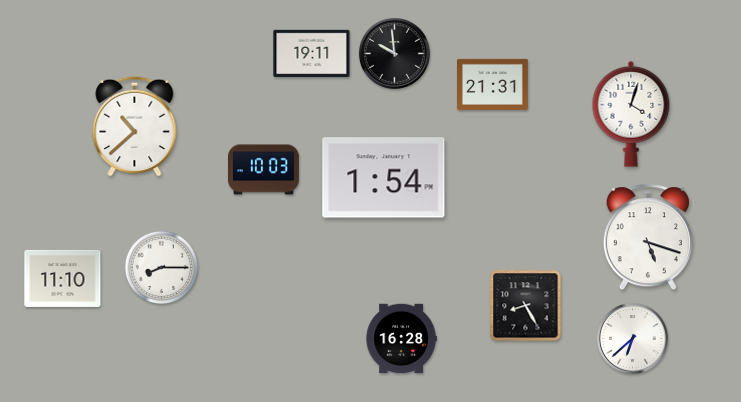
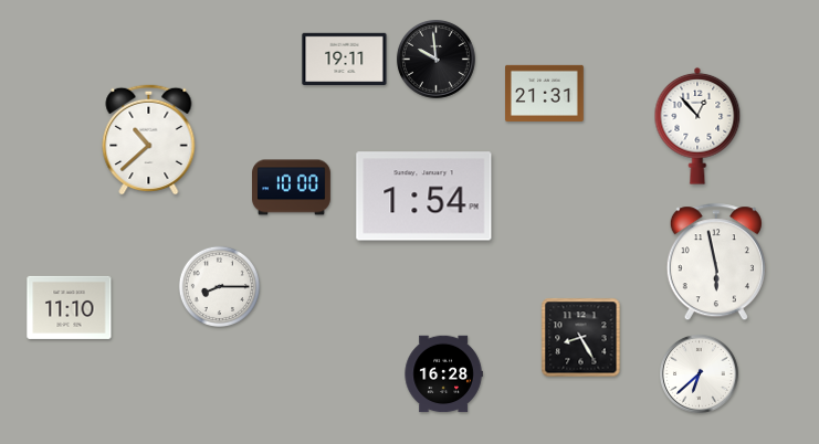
clock at (631, 114): 4:03 -> 12:53
clock at (264, 170): 10:03 -> 10:00
clock at (648, 238): 5:18 -> 5:58
clock at (161, 267) position: (161, 267) -> (219, 286)
